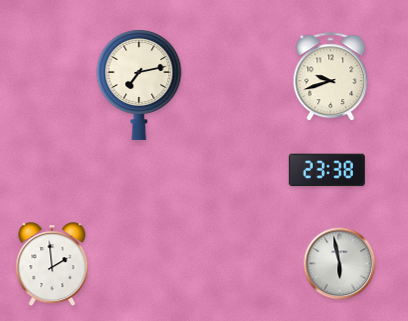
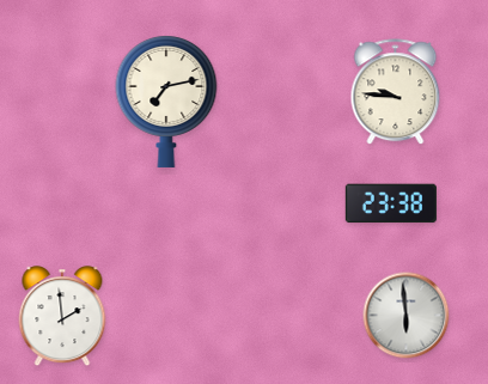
clock at (331, 77): 9:42 -> 9:46
clock at (340, 264): 5:58 -> 5:59
